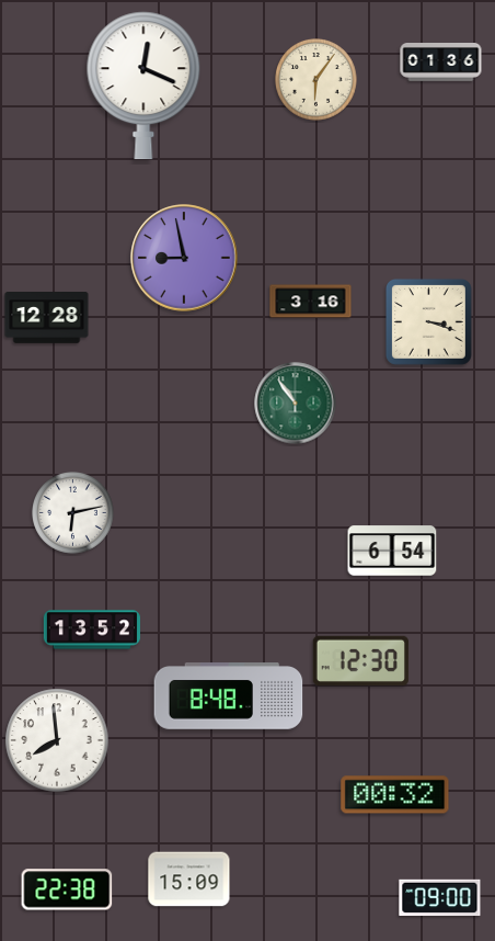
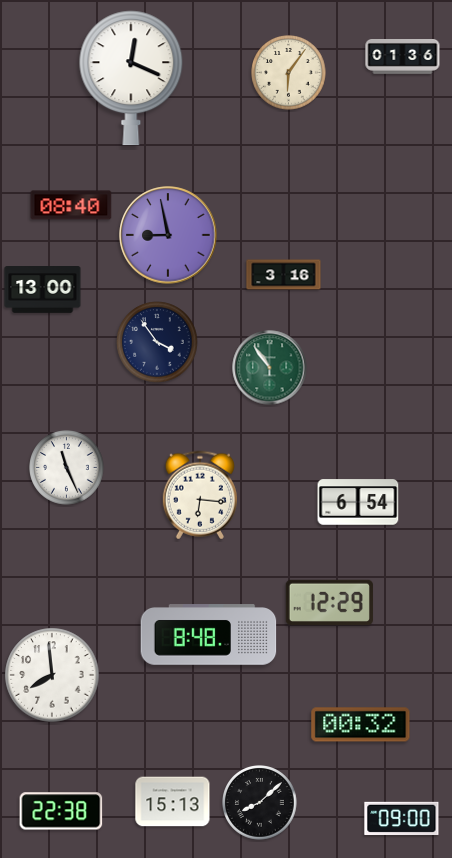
clock at (71, 205): none -> 08:40
clock at (47, 318): 12:28 -> 13:00
clock at (428, 321): 3:18 -> none
clock at (157, 342): none -> 3:54
clock at (73, 513): 6:13 -> 11:26
clock at (200, 495): none -> 6:16
clock at (92, 630): 13:52 -> none
clock at (360, 660): 12:30 -> 12:29
clock at (189, 880): 15:09 -> 15:13
clock at (260, 803): none -> 8:08
